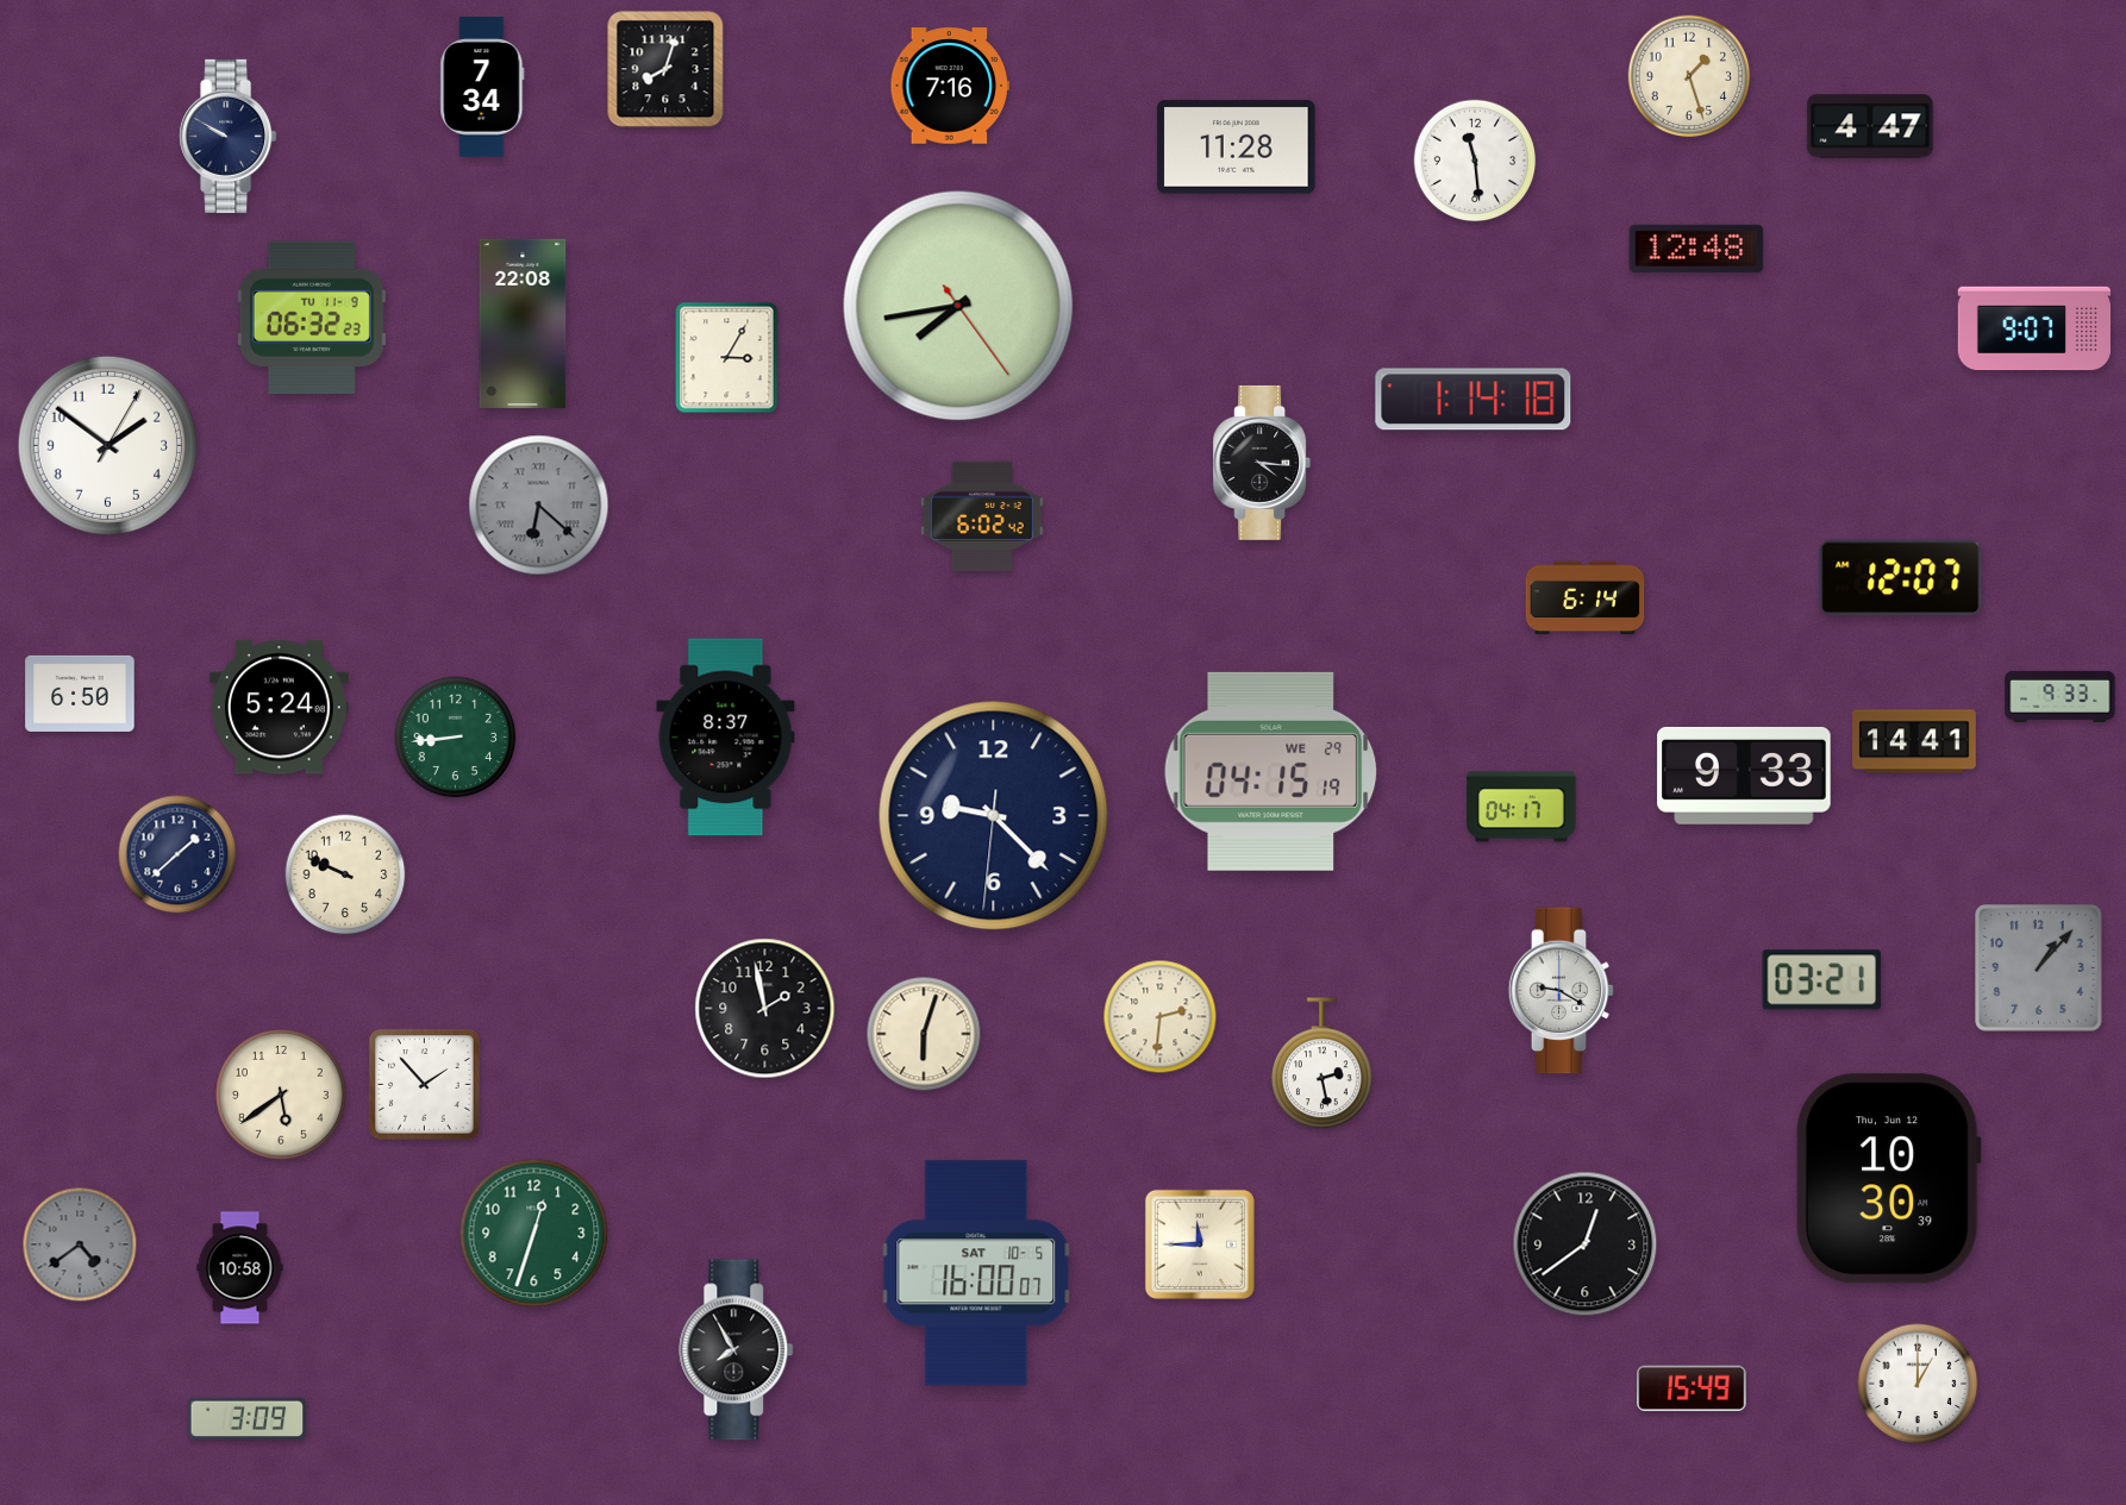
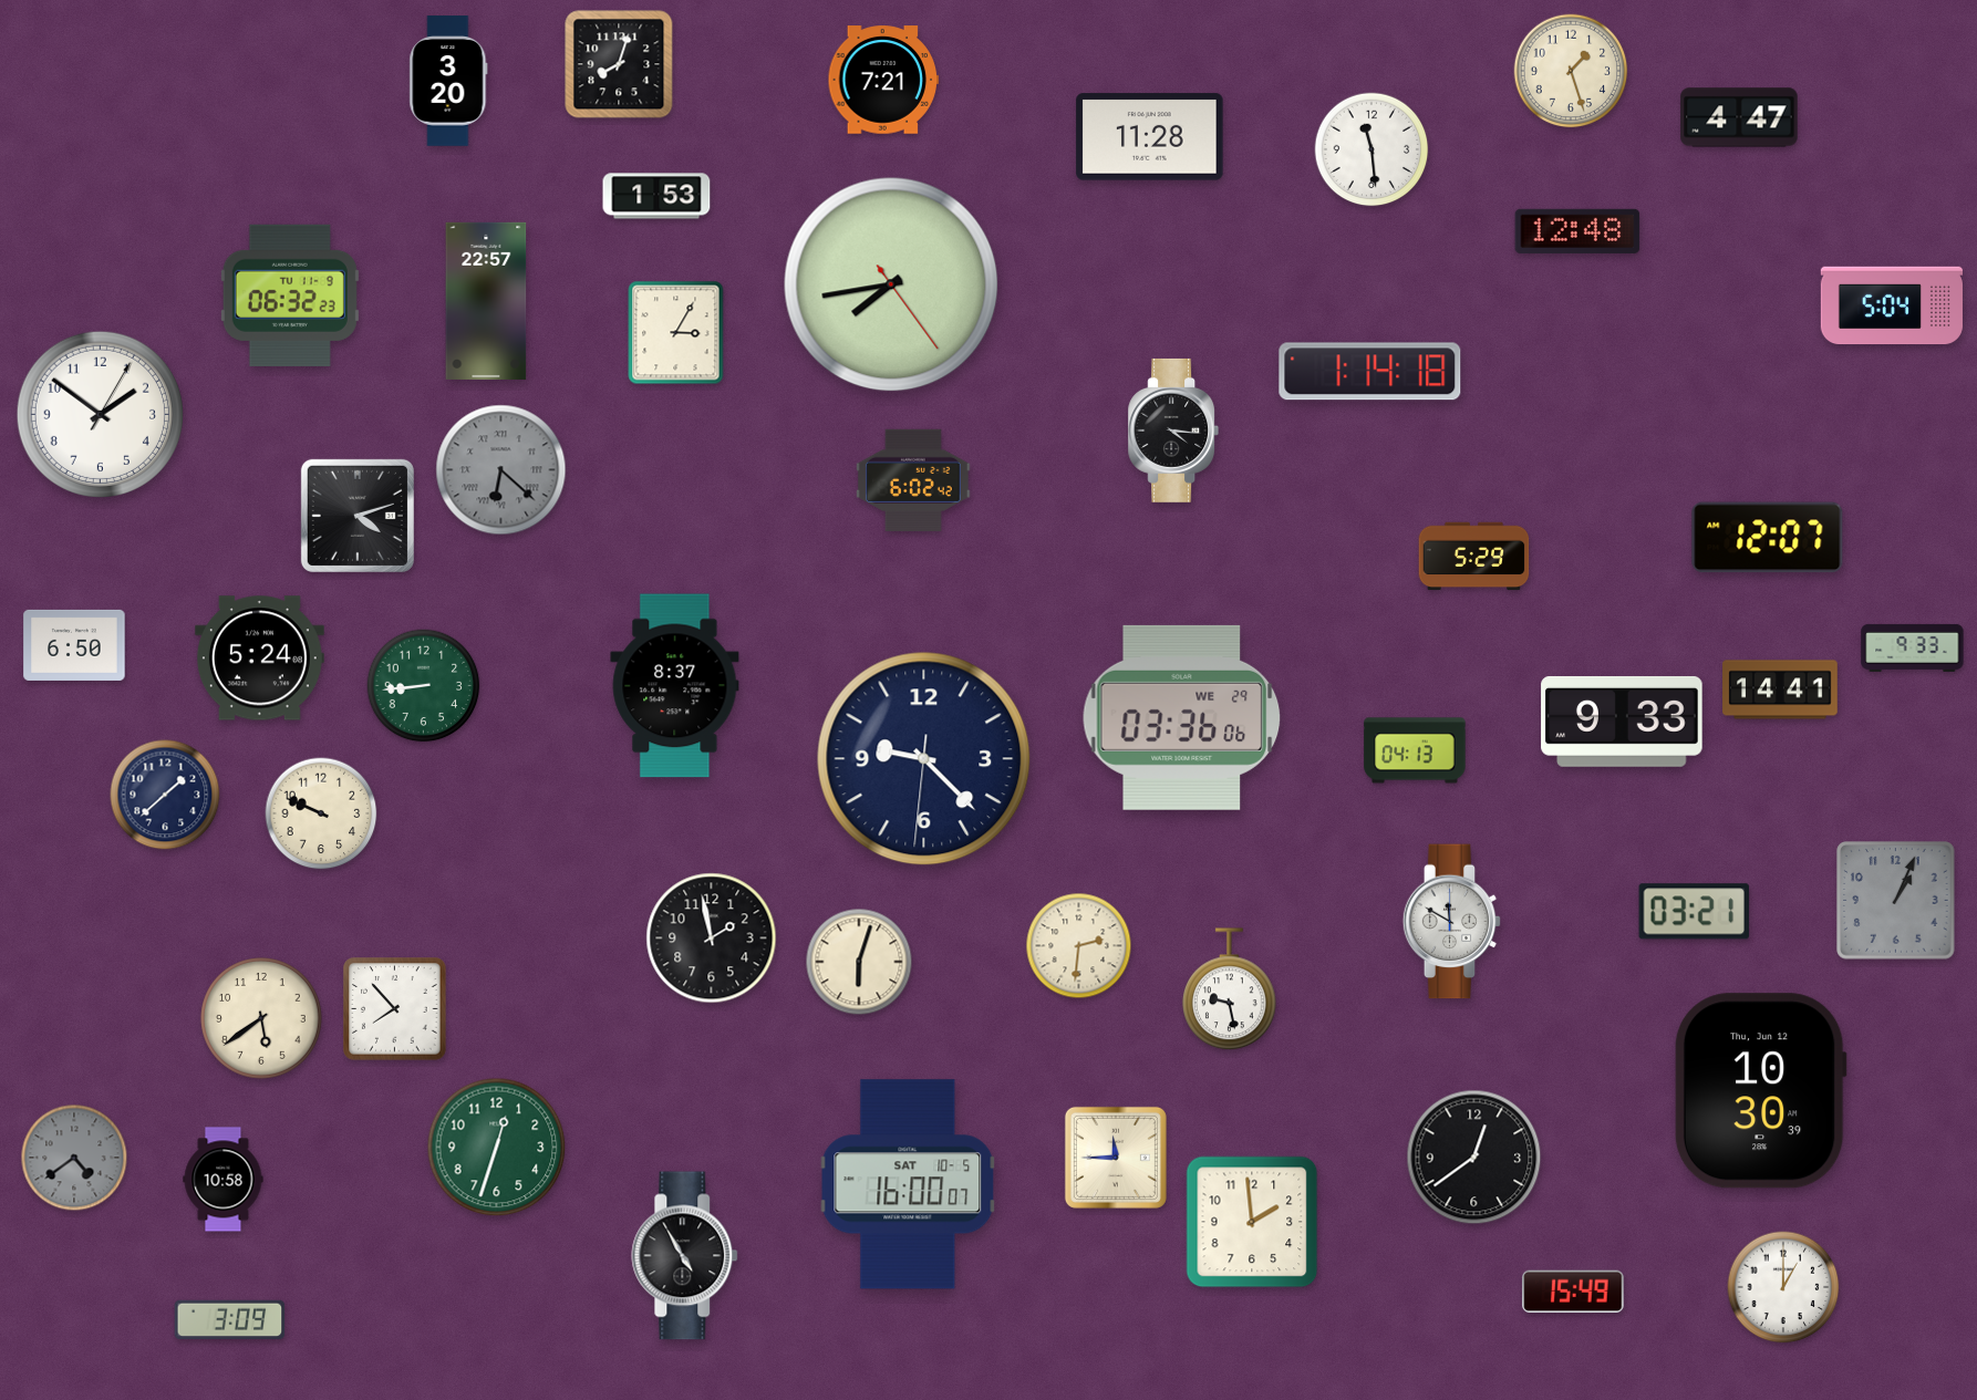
clock at (950, 86): 7:16 -> 7:21
clock at (482, 87): 7:34 -> 3:20
clock at (229, 136): 9:50 -> none
clock at (656, 196): none -> 1:53
clock at (523, 324): 22:08 -> 22:57
clock at (2034, 328): 9:07 -> 5:04
clock at (358, 516): none -> 4:12
clock at (1586, 598): 6:14 -> 5:29
clock at (2061, 696) position: (2061, 696) -> (1913, 647)
clock at (1271, 771): 04:15 -> 03:36
clock at (1521, 807): 04:17 -> 04:13
clock at (2039, 968): 1:07 -> 1:04
clock at (1562, 991): 9:20 -> 11:50
clock at (1323, 1064): 2:28 -> 9:28
clock at (425, 1085): 1:53 -> 7:53
clock at (1888, 1179) position: (1888, 1179) -> (1760, 1091)
clock at (1252, 1222): none -> 1:59
clock at (737, 1350): 7:55 -> 4:55
